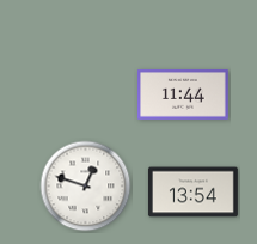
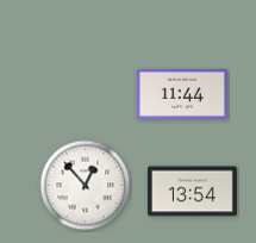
clock at (86, 187): 12:48 -> 12:53
